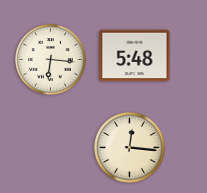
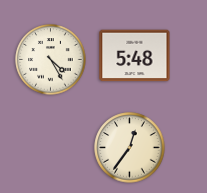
clock at (51, 60): 6:16 -> 4:25
clock at (130, 148): 12:16 -> 12:36
